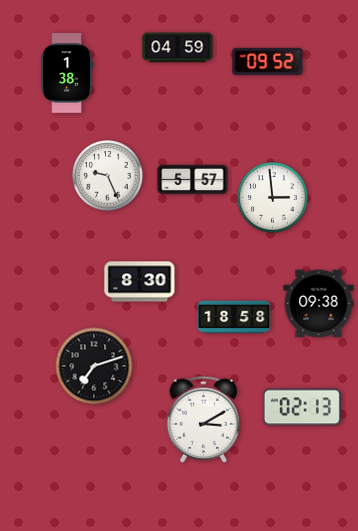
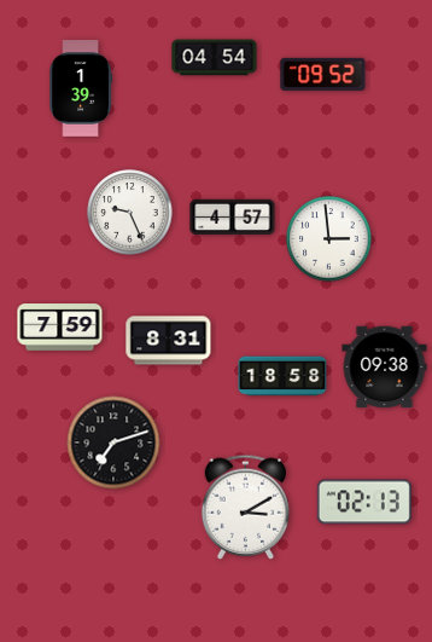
clock at (178, 48): 04:59 -> 04:54
clock at (67, 73): 1:38 -> 1:39
clock at (193, 180): 5:57 -> 4:57
clock at (60, 328): none -> 7:59
clock at (140, 282): 8:30 -> 8:31
clock at (234, 317) position: (234, 317) -> (282, 376)
clock at (302, 407) position: (302, 407) -> (364, 502)
